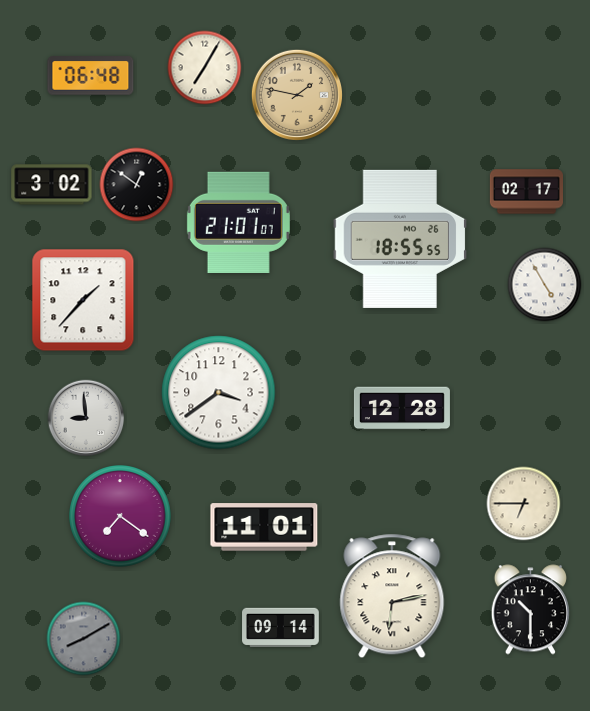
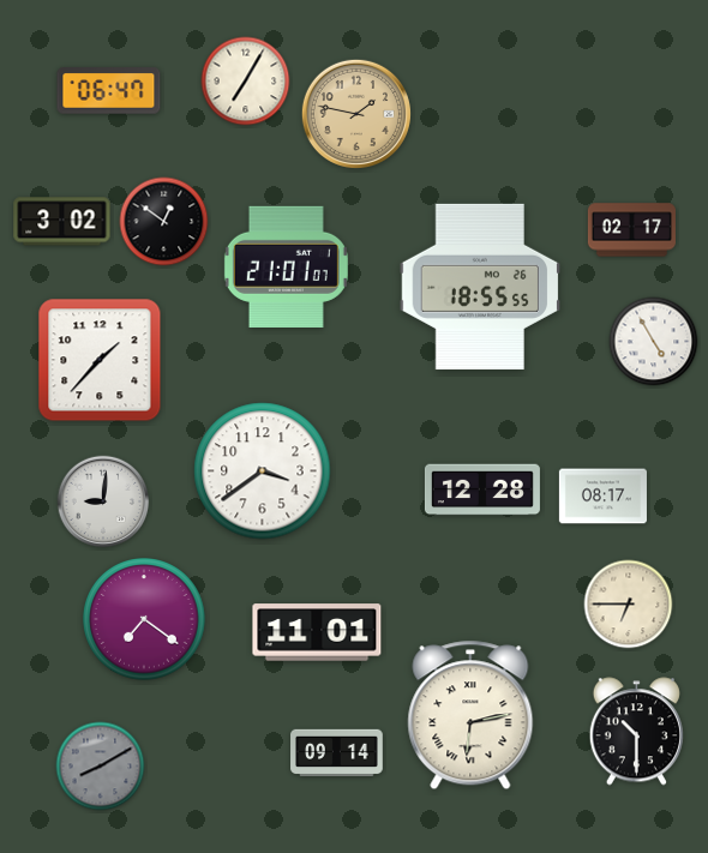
clock at (91, 76): 06:48 -> 06:47
clock at (602, 497): none -> 08:17
clock at (86, 418): 8:59 -> 9:01
